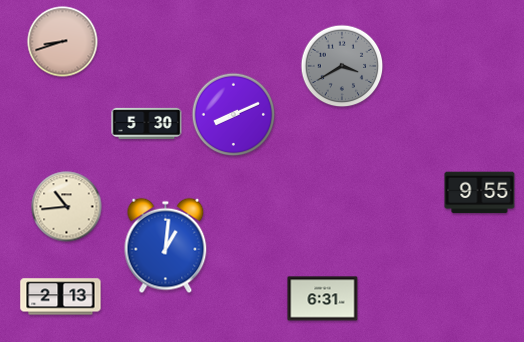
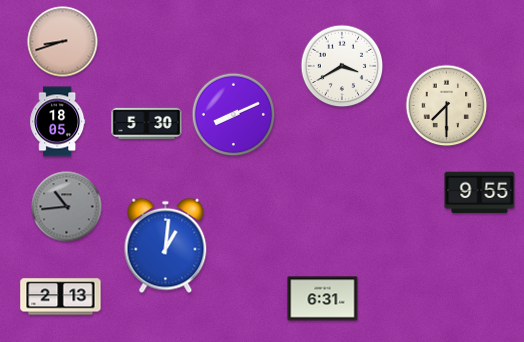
clock at (342, 66) dial: grey -> white
clock at (447, 106): none -> 7:30
clock at (58, 122): none -> 18:05
clock at (67, 207) dial: cream -> grey
